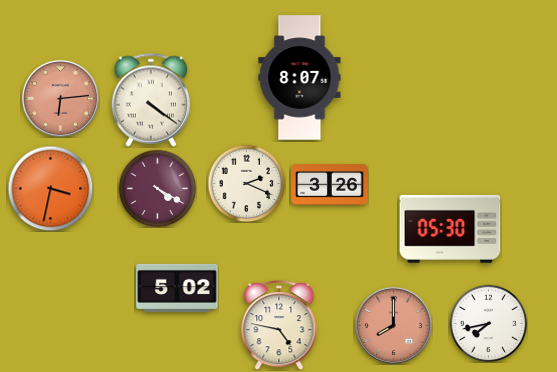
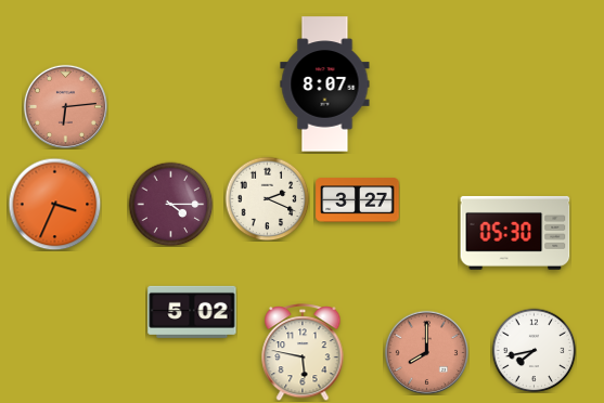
clock at (150, 100): 4:21 -> none
clock at (330, 185): 3:26 -> 3:27
clock at (50, 188): 3:32 -> 3:34
clock at (157, 188): 4:20 -> 4:15
clock at (450, 229) position: (450, 229) -> (515, 233)
clock at (488, 323) position: (488, 323) -> (534, 350)
clock at (279, 326): 4:47 -> 5:47
